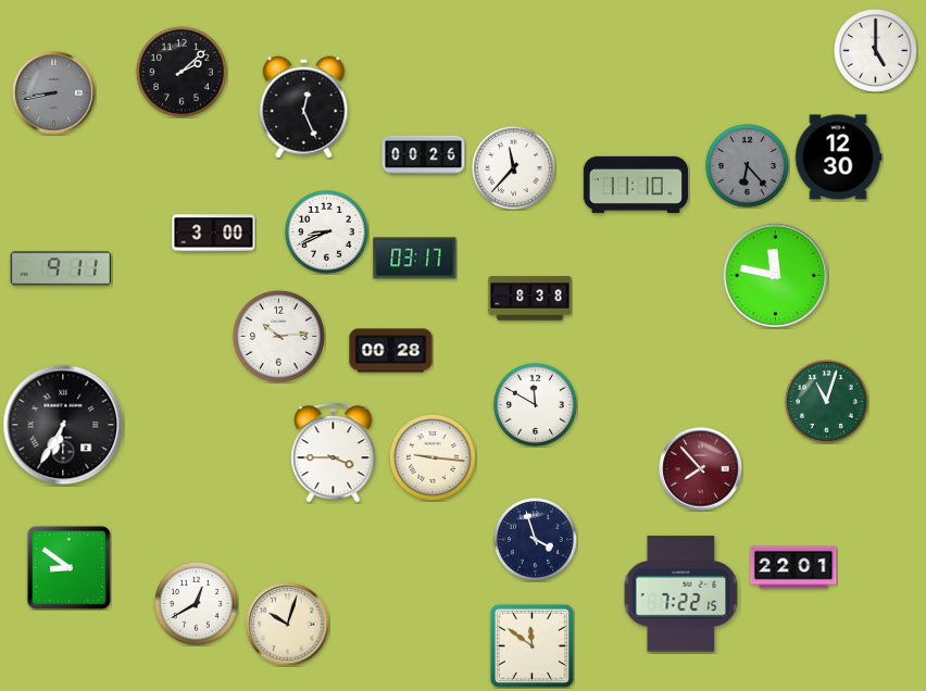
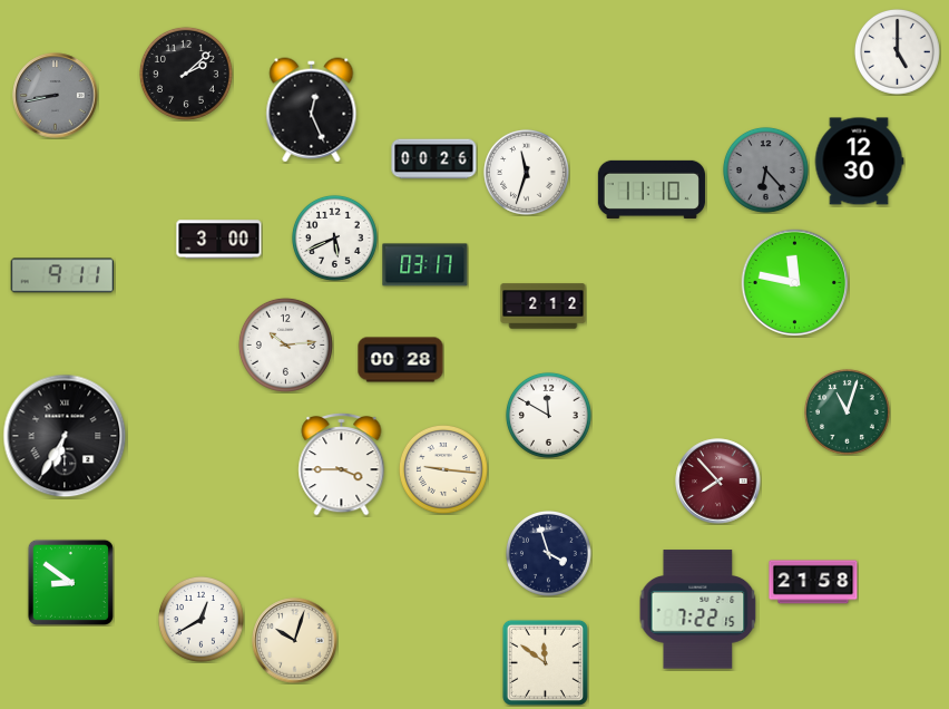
clock at (513, 167): 11:37 -> 11:33
clock at (326, 231): 8:41 -> 5:41
clock at (530, 299): 8:38 -> 2:12
clock at (793, 567): 22:01 -> 21:58
